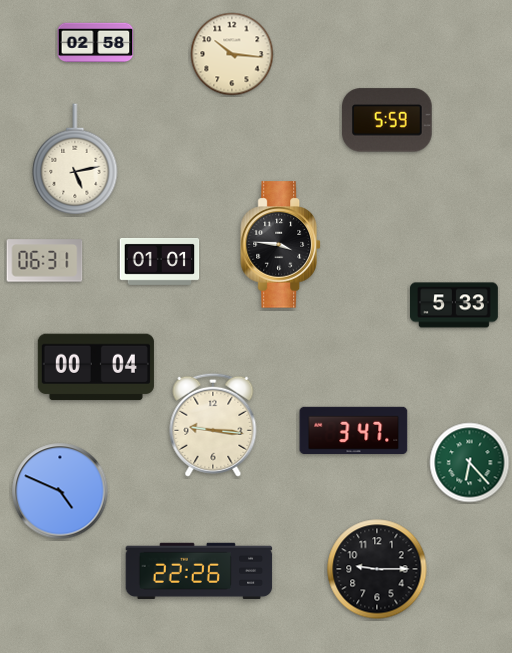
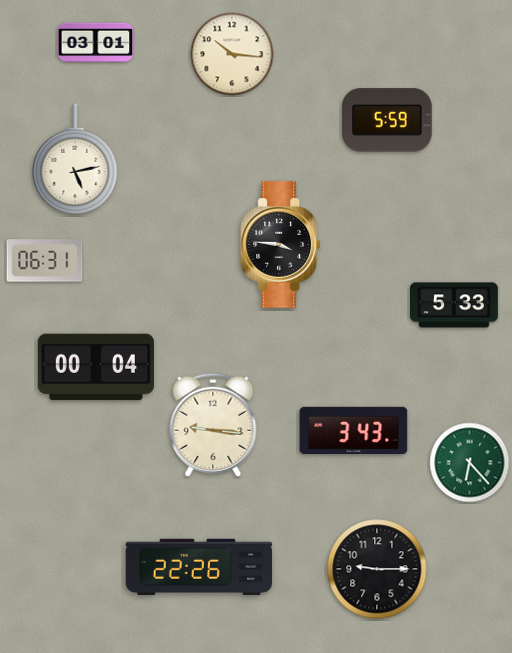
clock at (96, 43): 02:58 -> 03:01
clock at (160, 261): 01:01 -> none
clock at (354, 430): 3:47 -> 3:43
clock at (60, 491): 4:49 -> none
clock at (199, 571) position: (199, 571) -> (199, 567)
